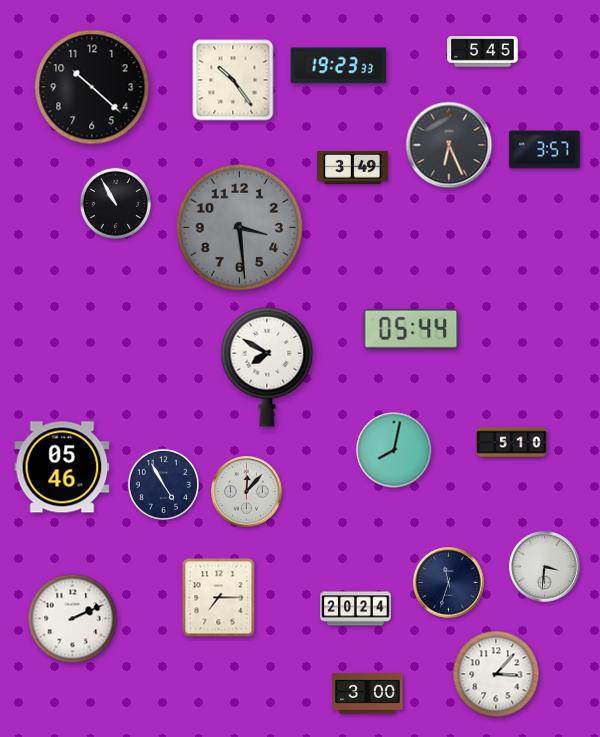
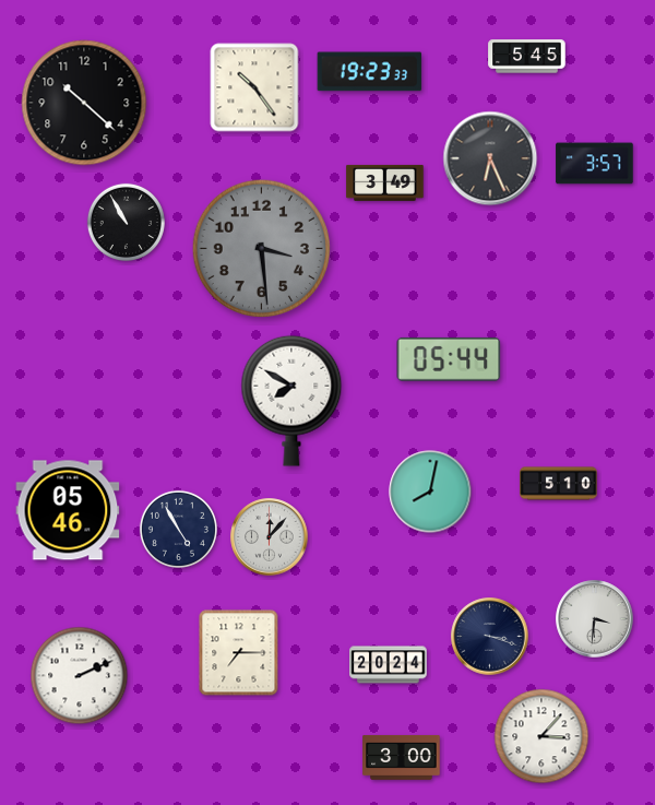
clock at (92, 87) position: (92, 87) -> (84, 103)
clock at (449, 583): 11:33 -> 3:18
